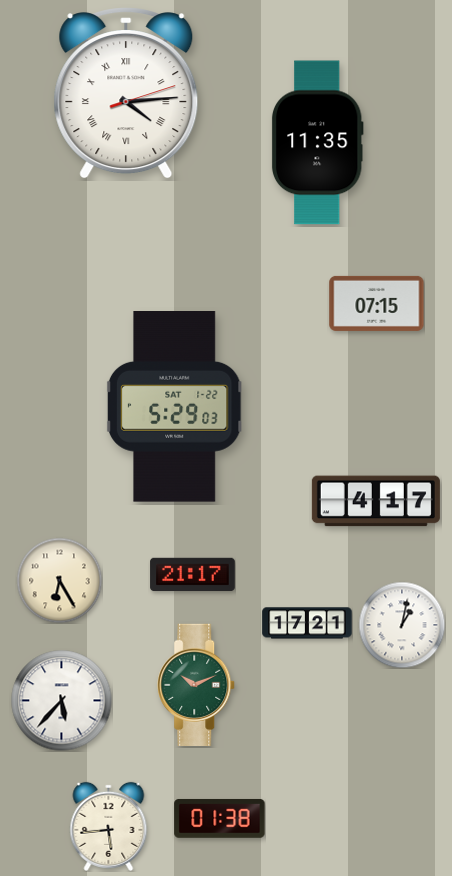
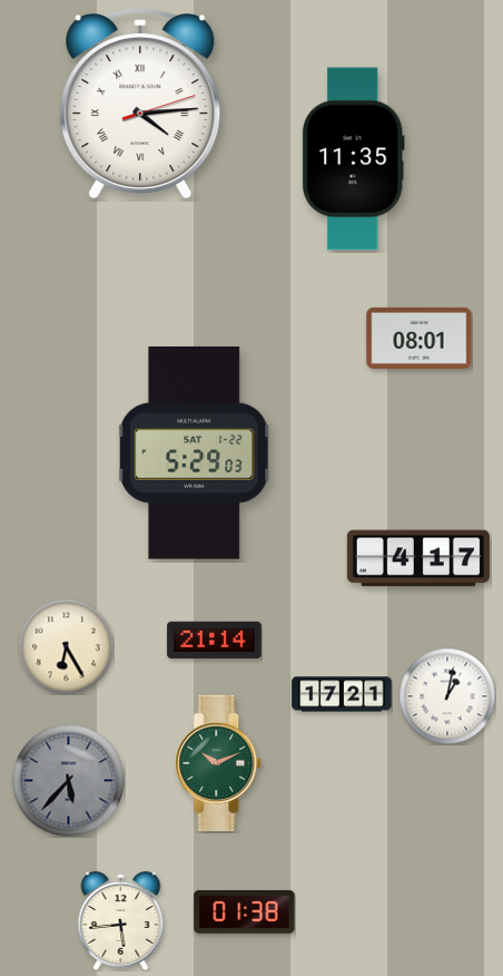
clock at (377, 303): 07:15 -> 08:01
clock at (193, 575): 21:17 -> 21:14
clock at (62, 701) dial: white -> grey
